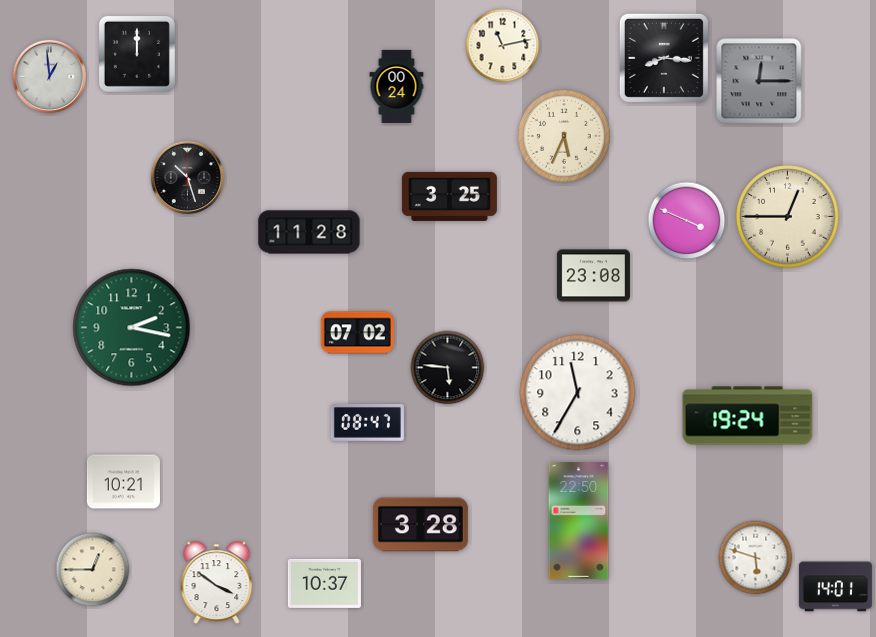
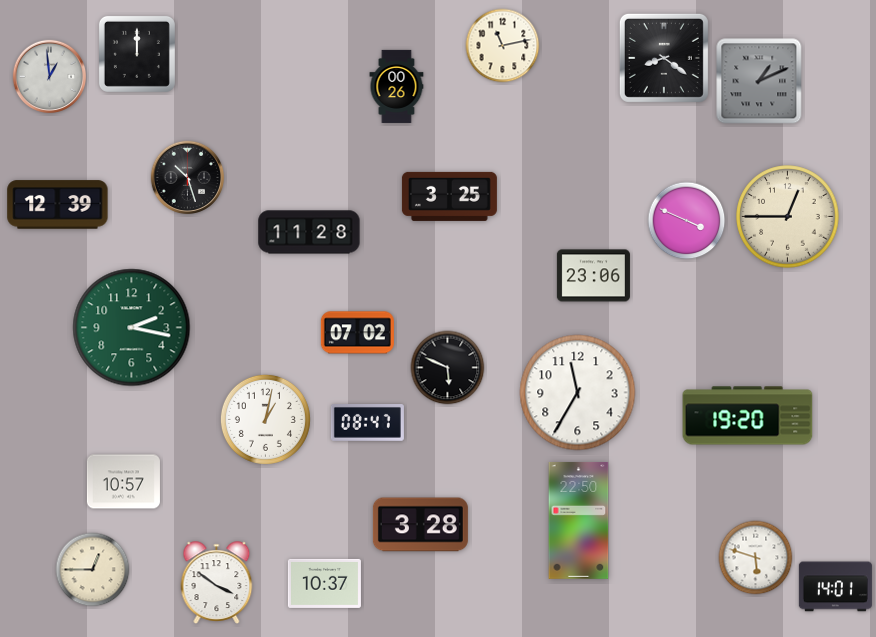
clock at (664, 58): 8:16 -> 8:21
clock at (759, 81): 12:15 -> 1:11
clock at (397, 86): 00:24 -> 00:26
clock at (564, 136): 5:34 -> none
clock at (58, 205): none -> 12:39
clock at (593, 276): 23:08 -> 23:06
clock at (448, 368): 5:46 -> 5:49
clock at (748, 416): 19:24 -> 19:20
clock at (265, 419): none -> 1:02
clock at (123, 482): 10:21 -> 10:57
